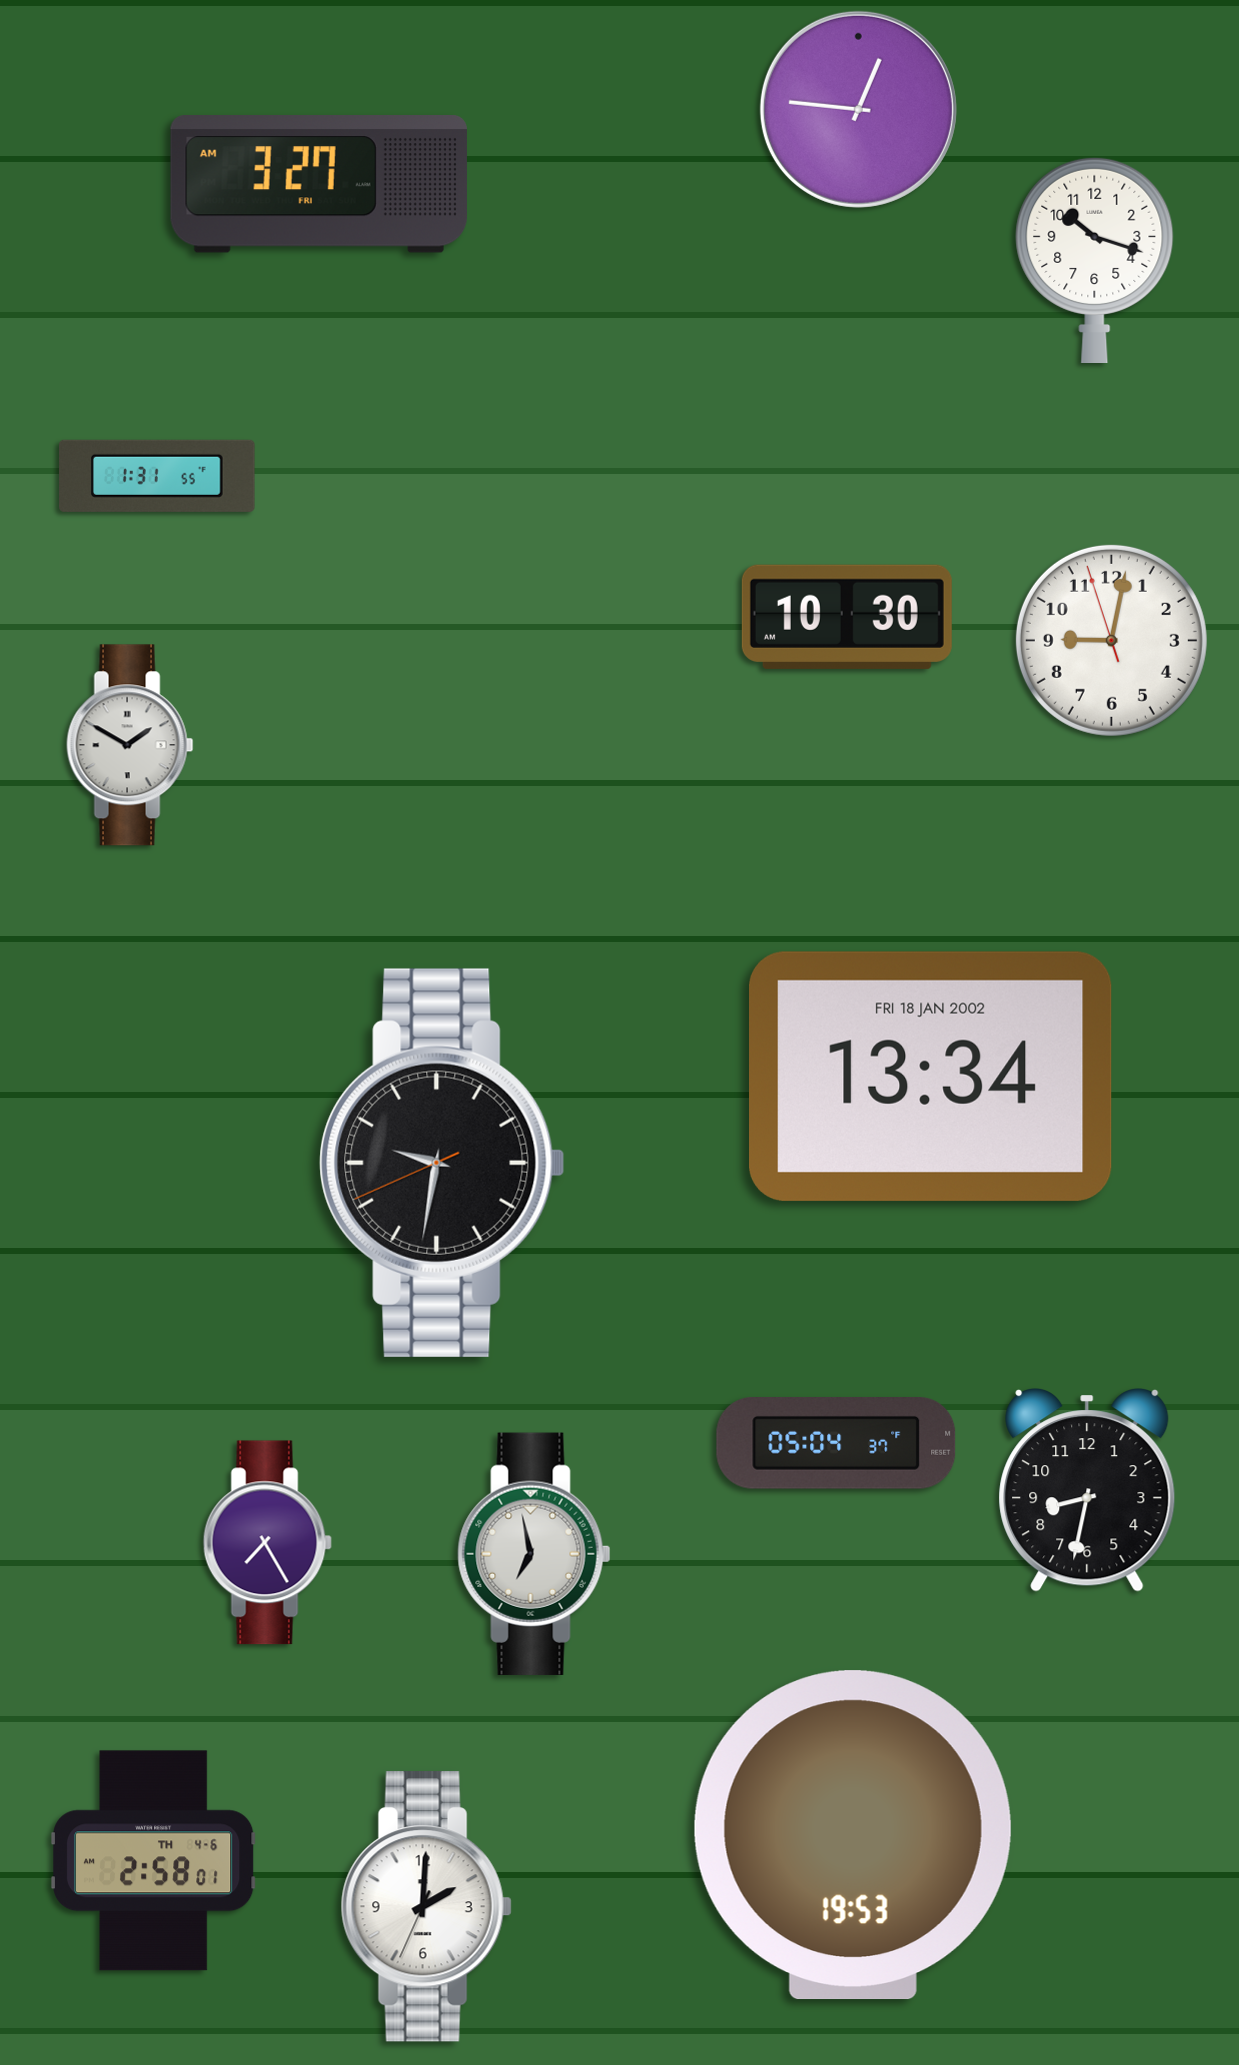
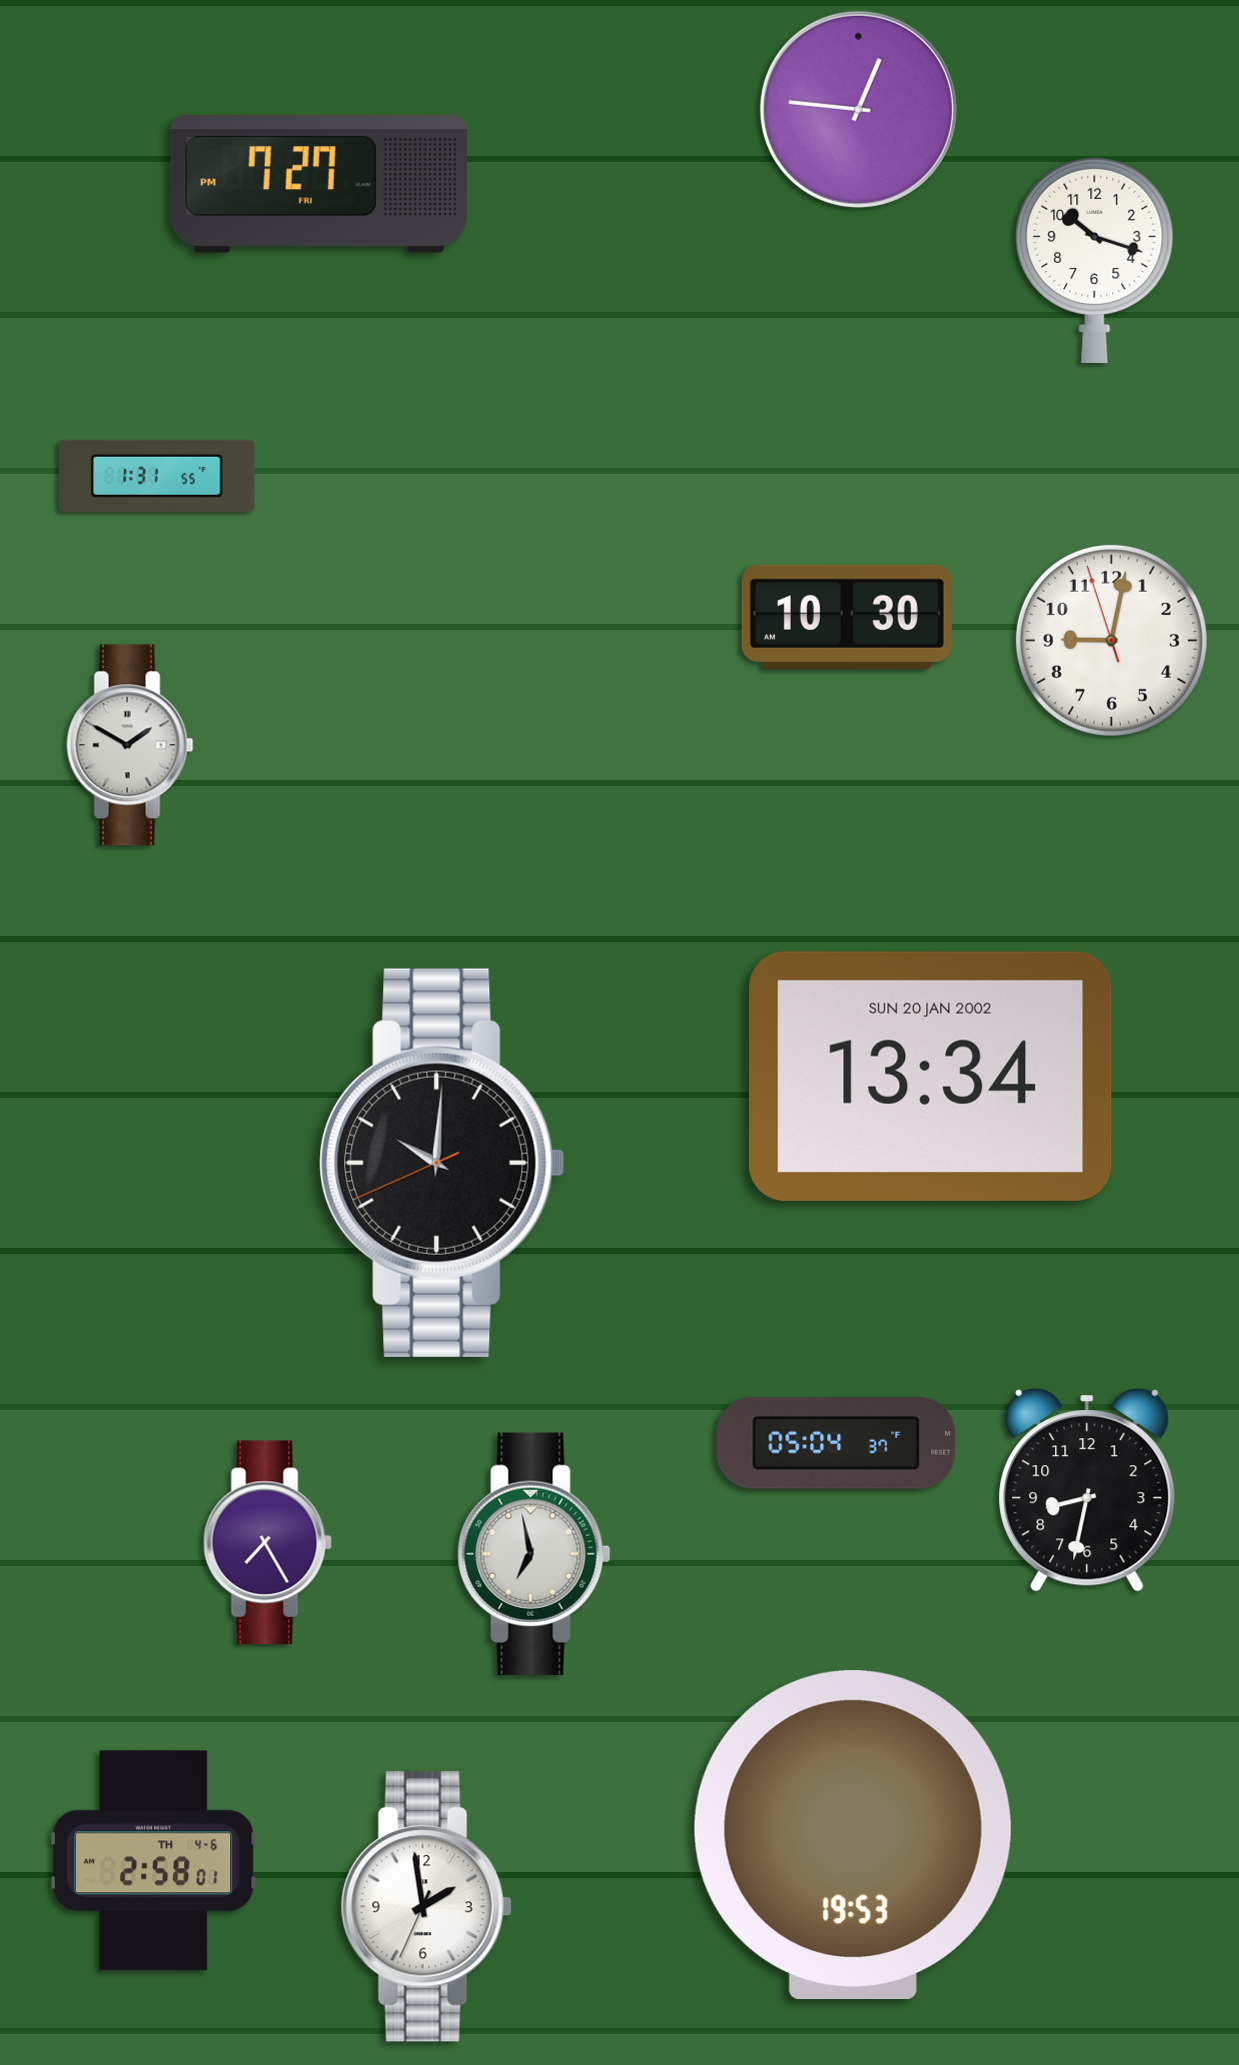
clock at (319, 185): 3:27 -> 7:27
clock at (931, 1076) date: FRI 18 JAN 2002 -> SUN 20 JAN 2002
clock at (442, 1163): 9:31 -> 10:00
clock at (426, 1907): 2:00 -> 1:58
